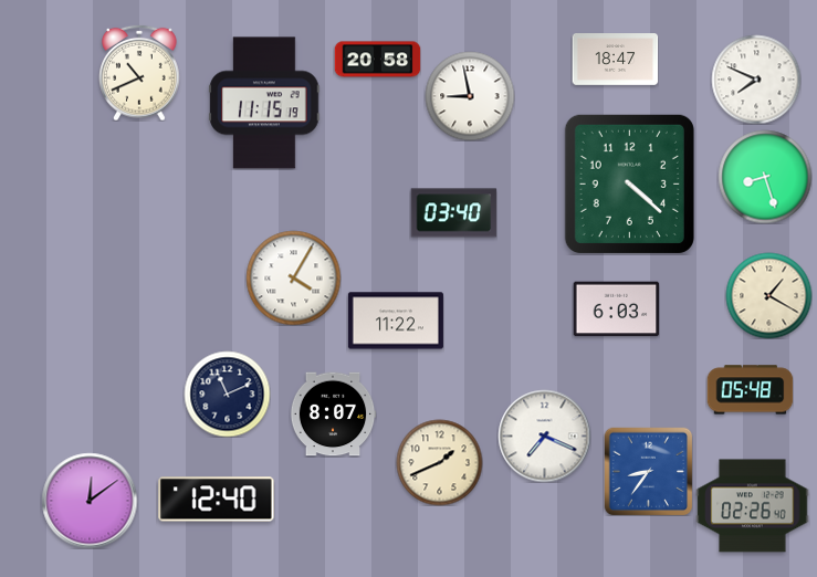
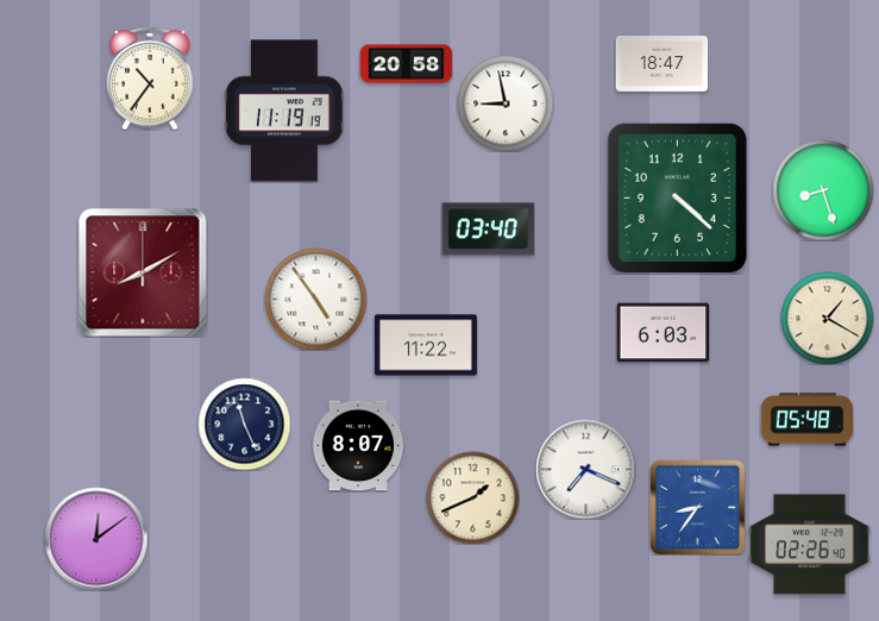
clock at (139, 73): 10:41 -> 10:36
clock at (756, 80): 7:49 -> none
clock at (264, 103): 11:15 -> 11:19
clock at (143, 272): none -> 8:10
clock at (293, 277): 4:05 -> 4:54
clock at (227, 394): 11:11 -> 11:26
clock at (217, 500): 12:40 -> none
